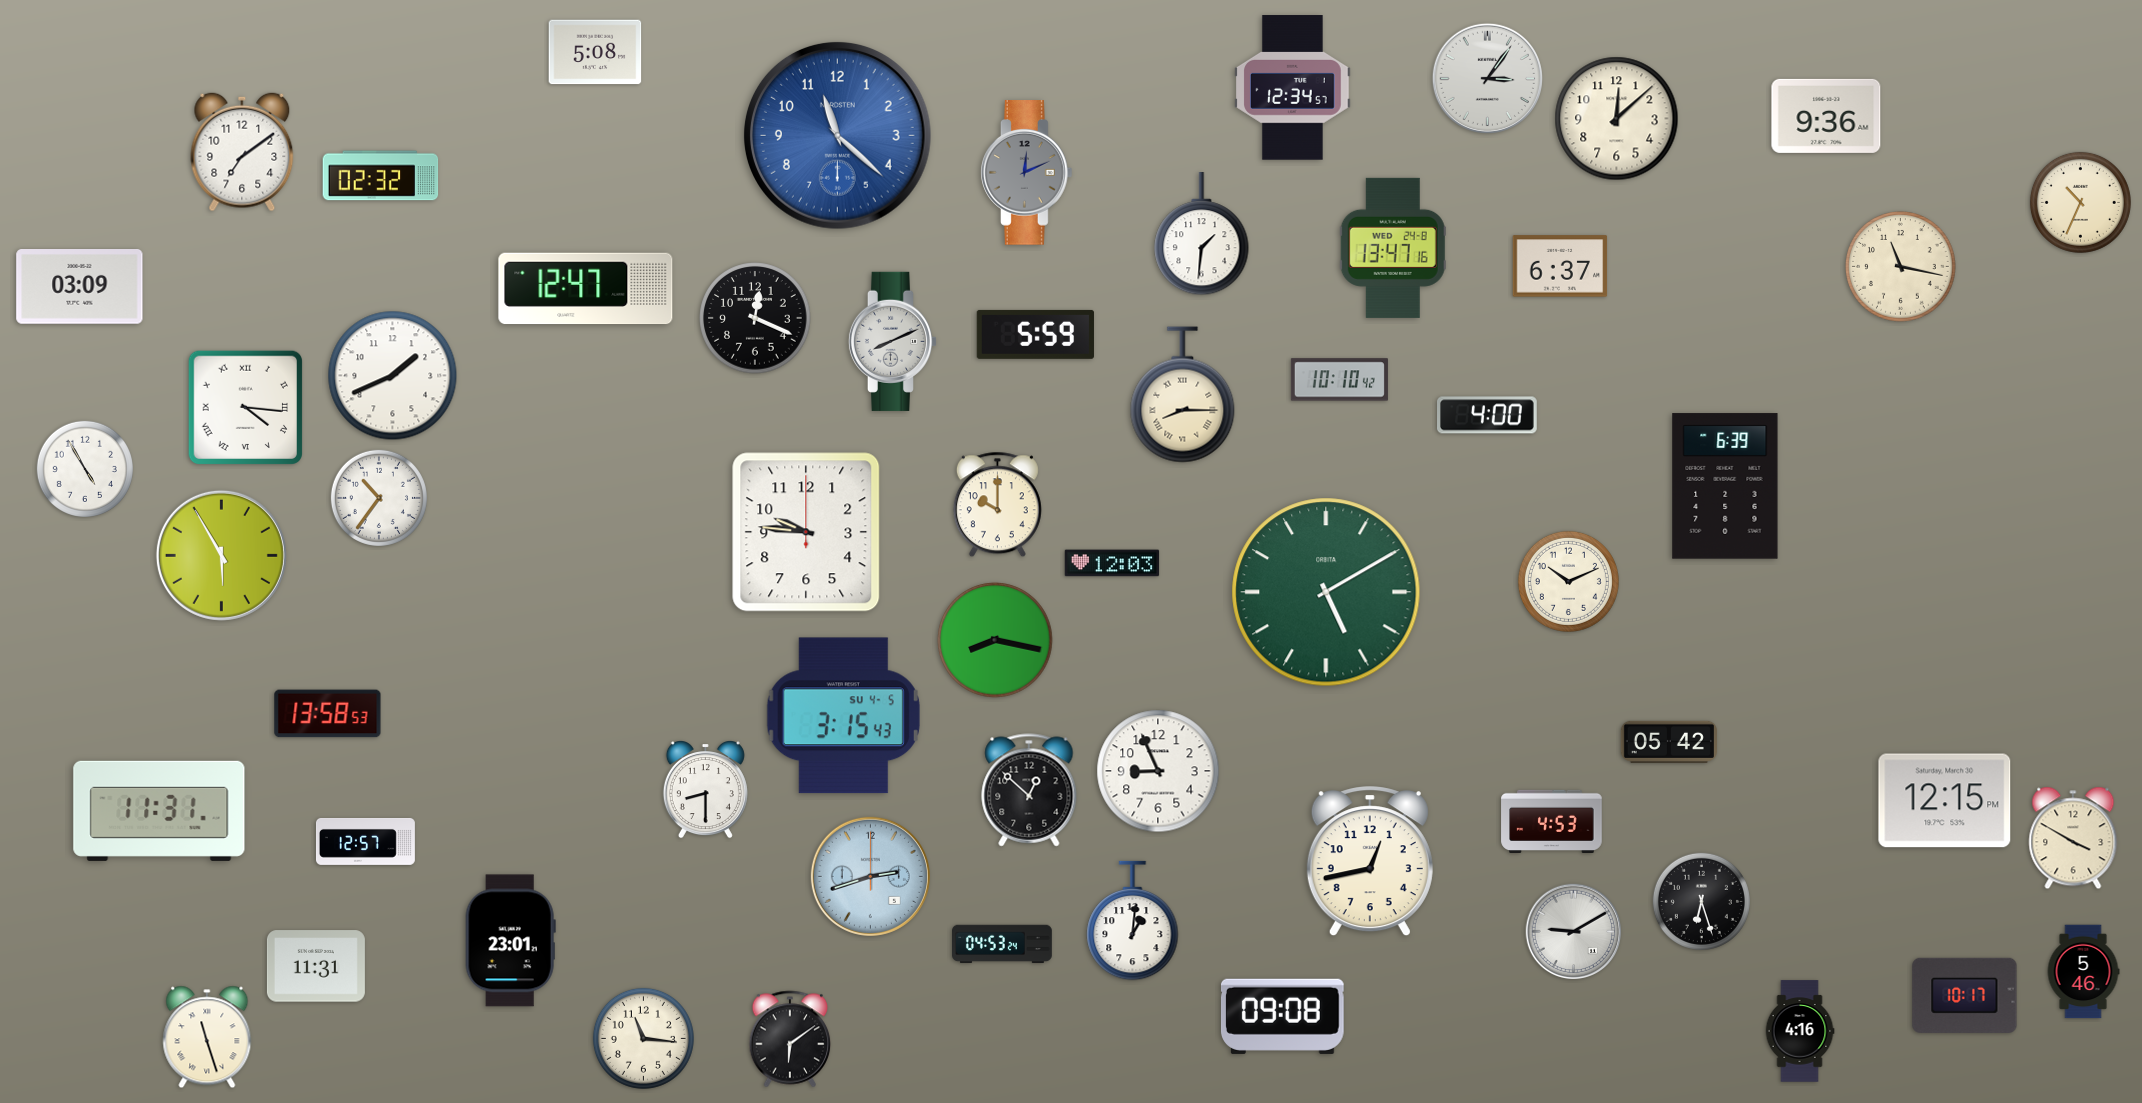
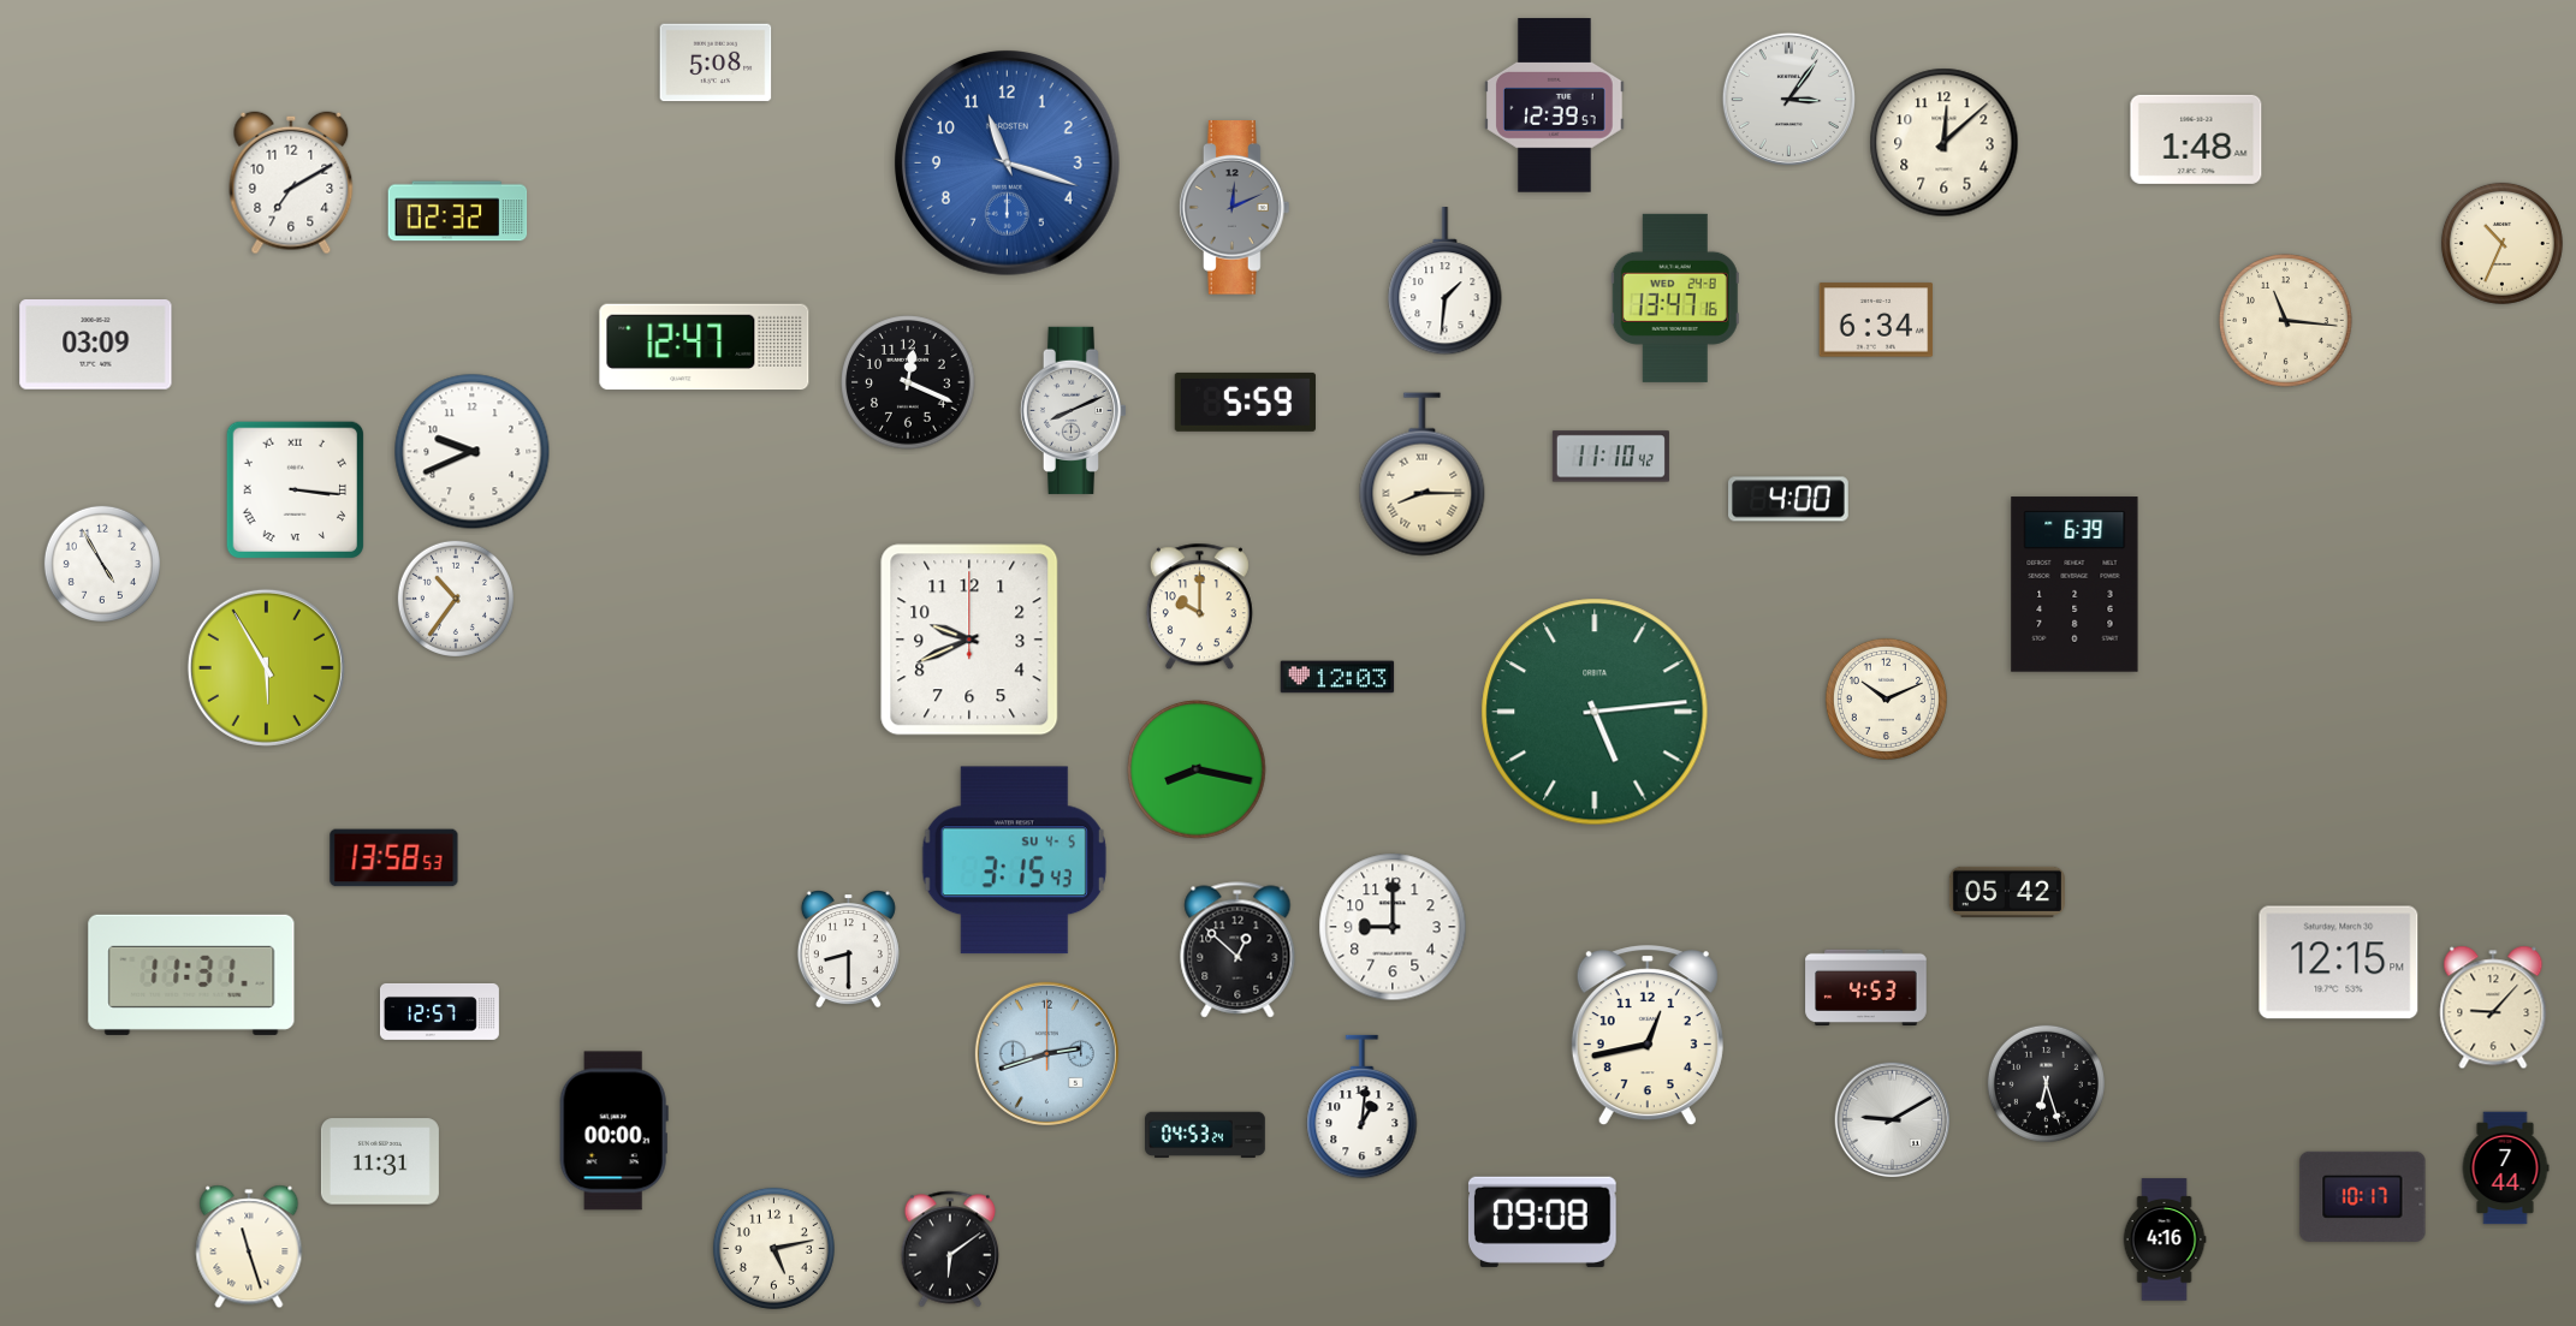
clock at (1487, 78) position: (1487, 78) -> (1788, 99)
clock at (1293, 88): 12:34 -> 12:39
clock at (1826, 116): 9:36 -> 1:48
clock at (837, 135): 11:22 -> 11:18
clock at (242, 152): 7:09 -> 7:10
clock at (1560, 266): 6:37 -> 6:34
clock at (1901, 267): 11:17 -> 11:16
clock at (393, 376): 1:41 -> 9:41
clock at (1339, 380): 10:10 -> 11:10
clock at (245, 407): 4:16 -> 3:16
clock at (806, 532): 9:46 -> 9:41
clock at (1326, 592): 5:10 -> 5:14
clock at (1158, 771): 8:56 -> 9:00
clock at (2073, 838): 3:50 -> 9:07
clock at (510, 941): 23:01 -> 00:00
clock at (2083, 972): 5:46 -> 7:44
clock at (643, 1038): 11:16 -> 5:13
